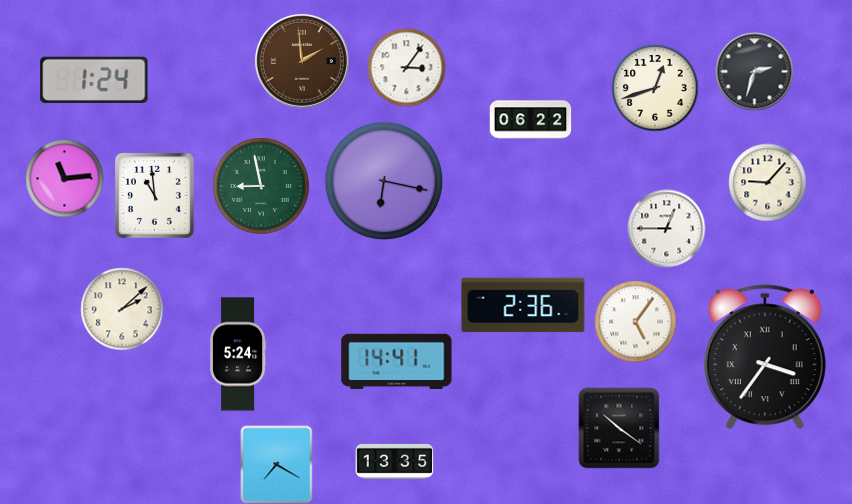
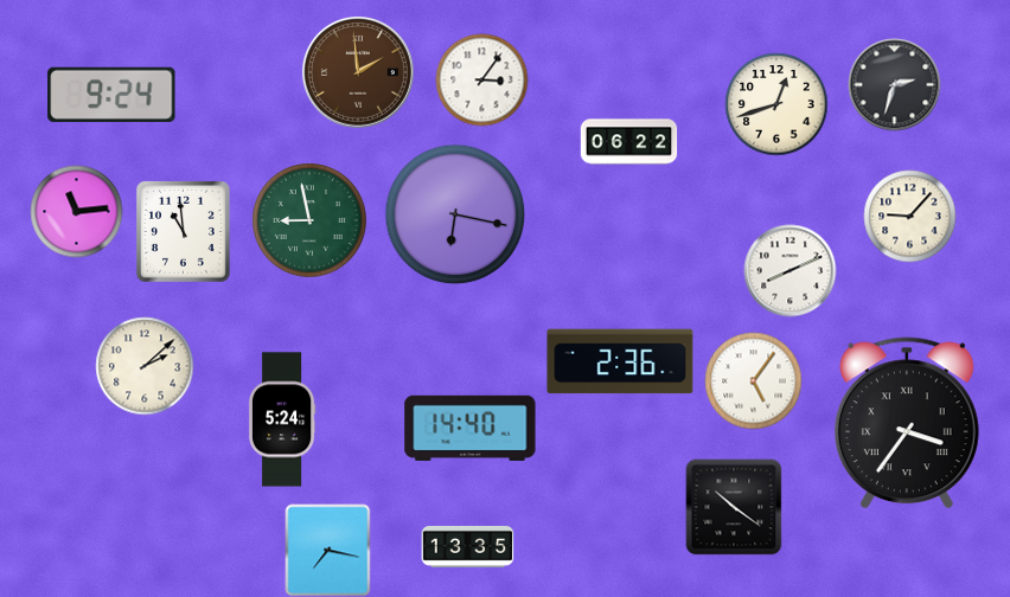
clock at (94, 80): 1:24 -> 9:24
clock at (666, 228): 12:45 -> 8:11
clock at (397, 361): 14:41 -> 14:40
clock at (277, 464): 7:20 -> 7:17
